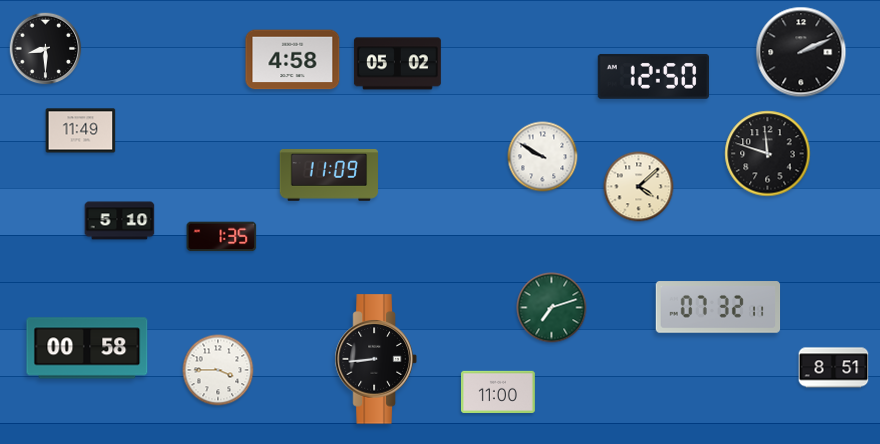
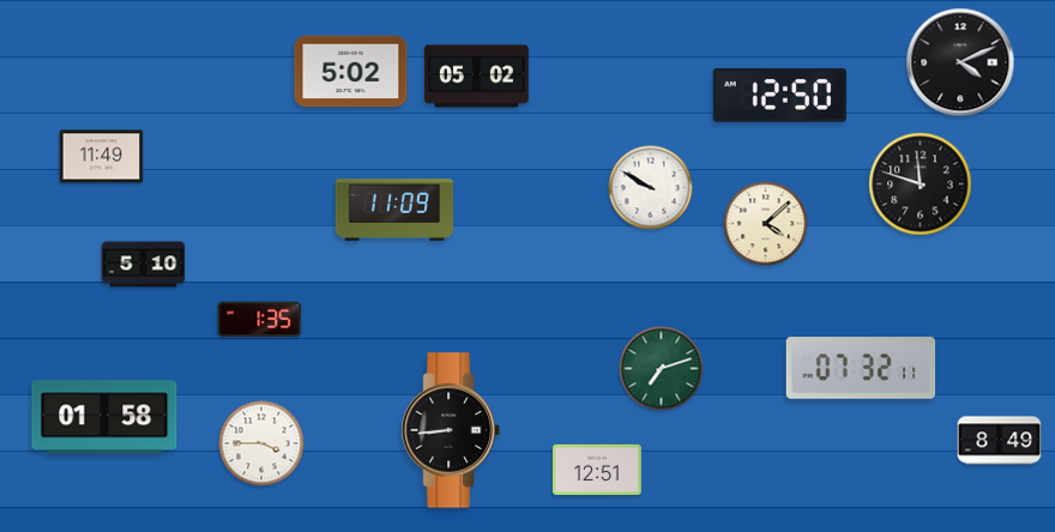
clock at (46, 49): 8:30 -> none
clock at (801, 52): 2:11 -> 4:11
clock at (293, 60): 4:58 -> 5:02
clock at (653, 76) position: (653, 76) -> (779, 95)
clock at (81, 131) position: (81, 131) -> (102, 157)
clock at (222, 237) position: (222, 237) -> (260, 320)
clock at (87, 348): 00:58 -> 01:58
clock at (834, 368): 8:51 -> 8:49
clock at (498, 391): 11:00 -> 12:51
